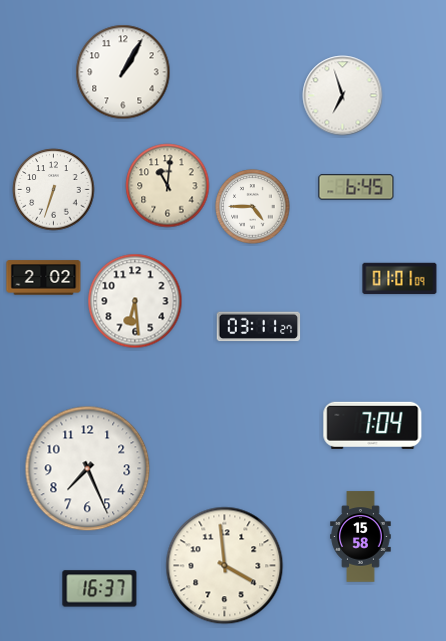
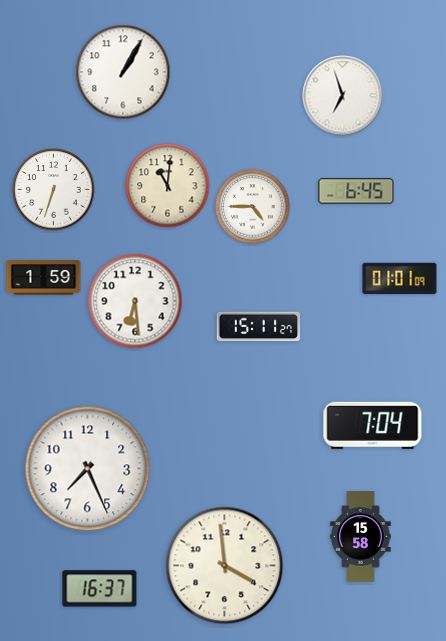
clock at (356, 187) position: (356, 187) -> (356, 191)
clock at (44, 278): 2:02 -> 1:59
clock at (259, 327): 03:11 -> 15:11
